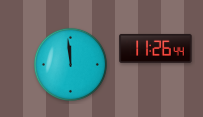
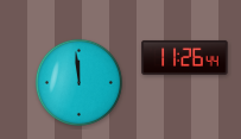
clock at (70, 64) position: (70, 64) -> (78, 82)
